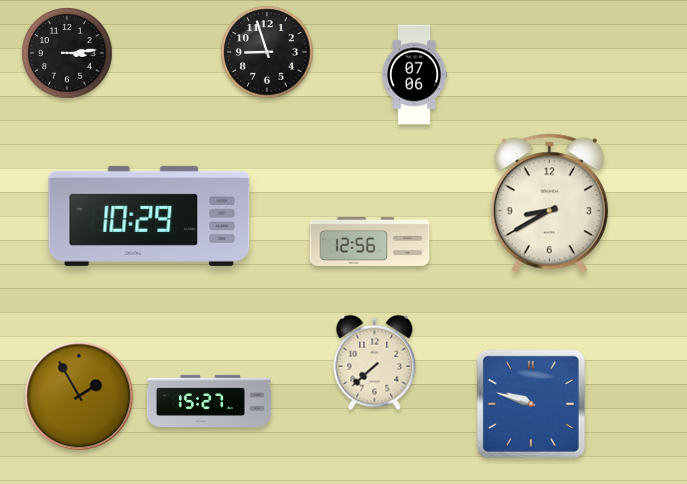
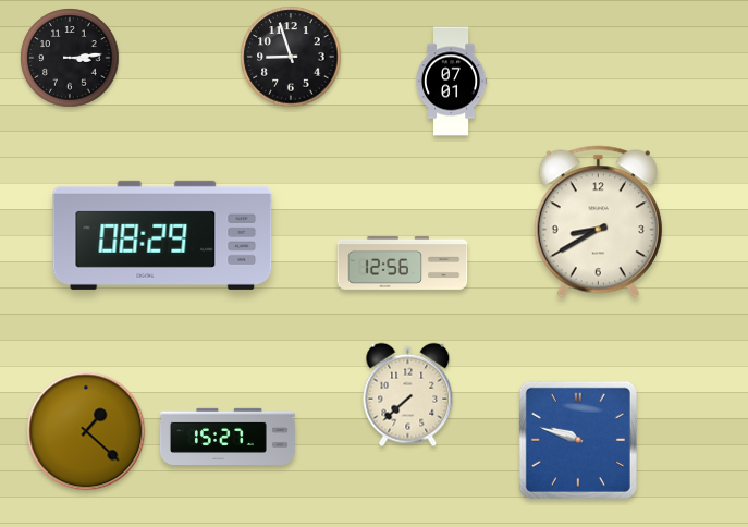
clock at (67, 53) position: (67, 53) -> (70, 58)
clock at (414, 75): 07:06 -> 07:01
clock at (149, 216): 10:29 -> 08:29
clock at (79, 396): 1:55 -> 1:22
